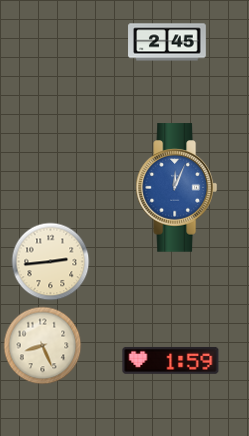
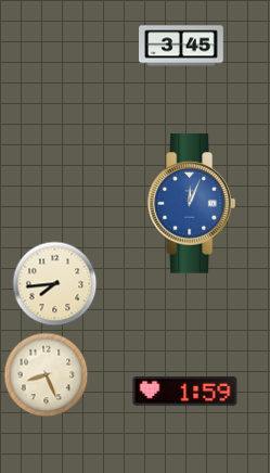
clock at (167, 42): 2:45 -> 3:45
clock at (50, 261): 2:44 -> 7:44
